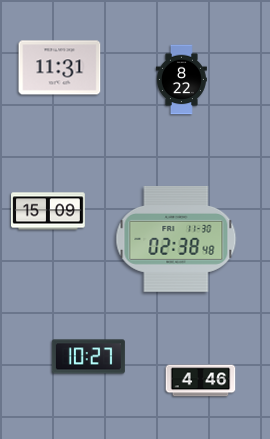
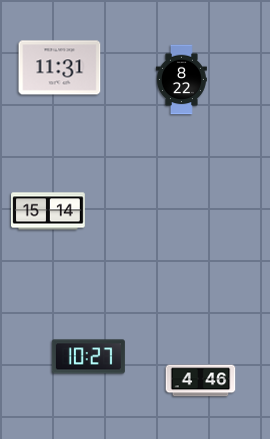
clock at (49, 211): 15:09 -> 15:14
clock at (176, 239): 02:38 -> none
